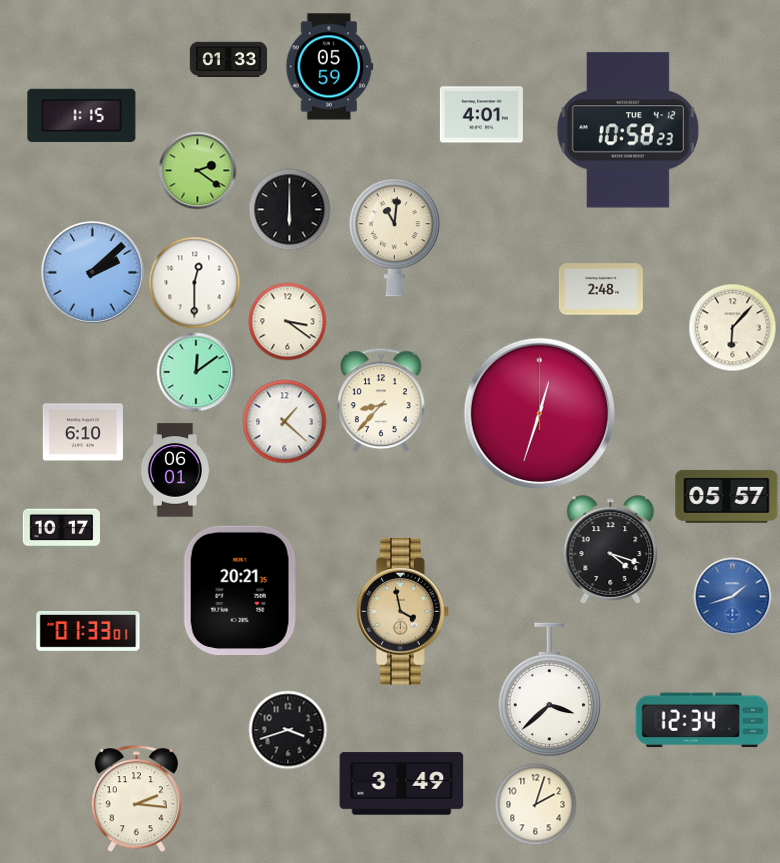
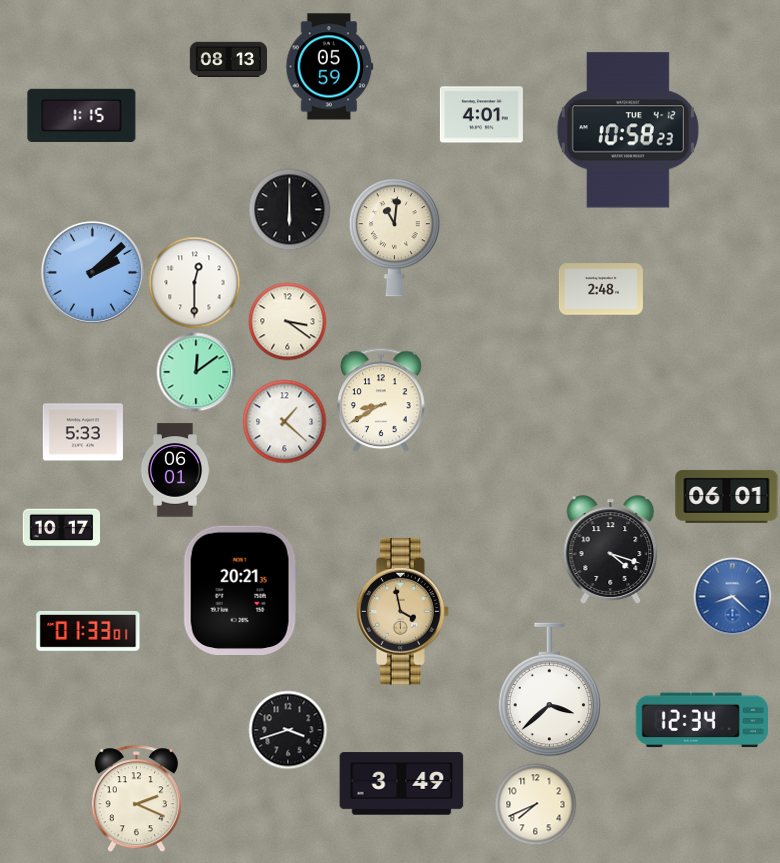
clock at (228, 59): 01:33 -> 08:13
clock at (197, 170): 2:21 -> none
clock at (732, 327): 6:07 -> none
clock at (381, 400): 8:37 -> 8:40
clock at (539, 413): 12:33 -> none
clock at (83, 432): 6:10 -> 5:33
clock at (727, 496): 05:57 -> 06:01
clock at (732, 596): 1:42 -> 8:22
clock at (136, 799): 2:16 -> 2:19
clock at (535, 804): 2:03 -> 7:41
